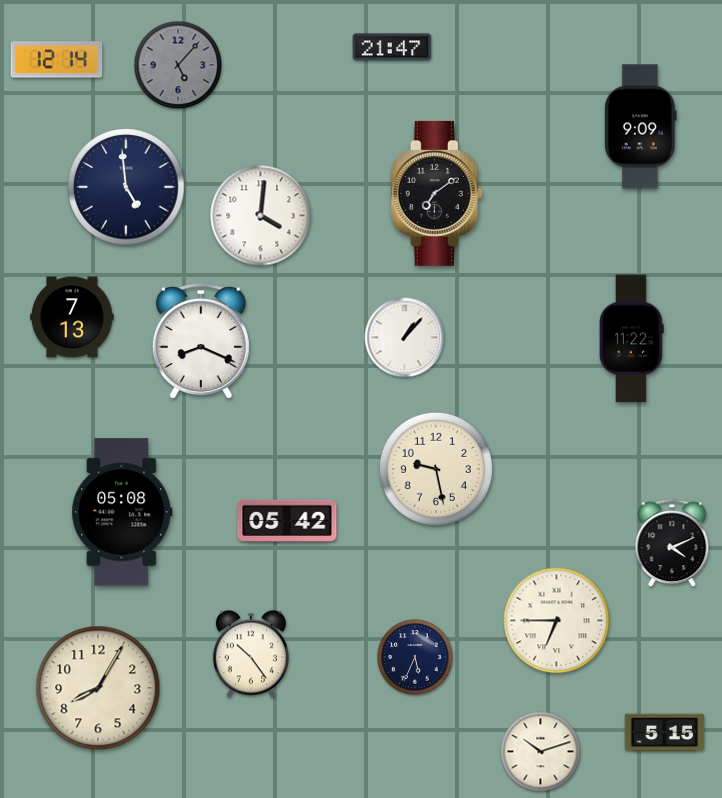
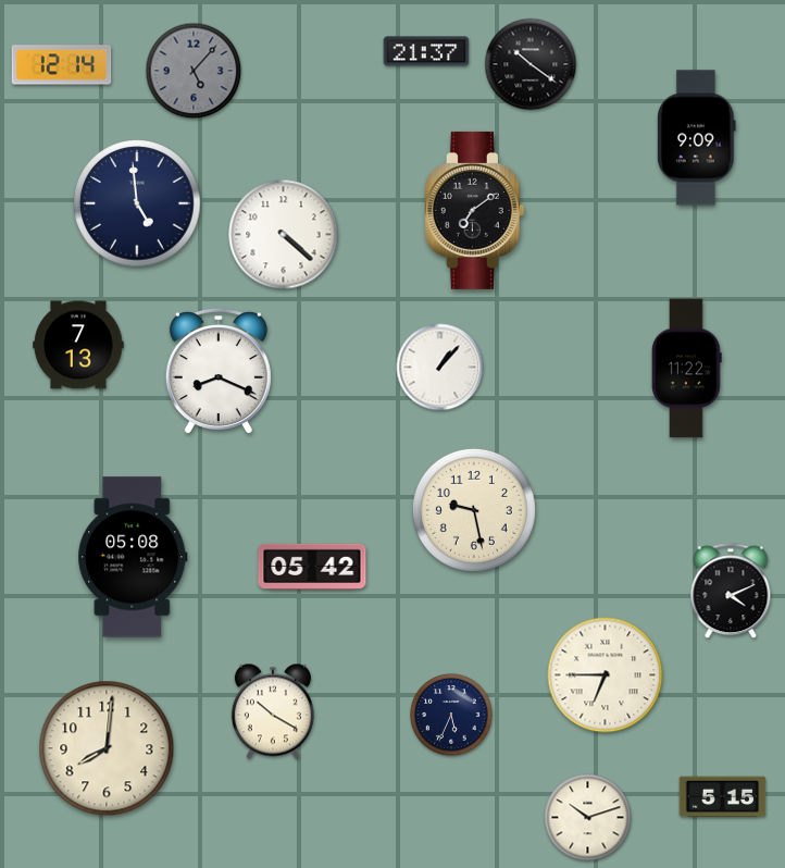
clock at (392, 47): 21:47 -> 21:37
clock at (531, 64): none -> 10:21
clock at (261, 216): 4:01 -> 4:22
clock at (251, 654): 10:24 -> 10:20
clock at (98, 688): 8:05 -> 8:01
